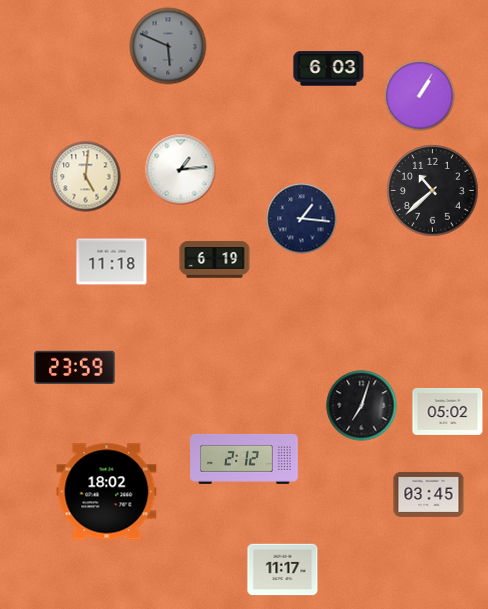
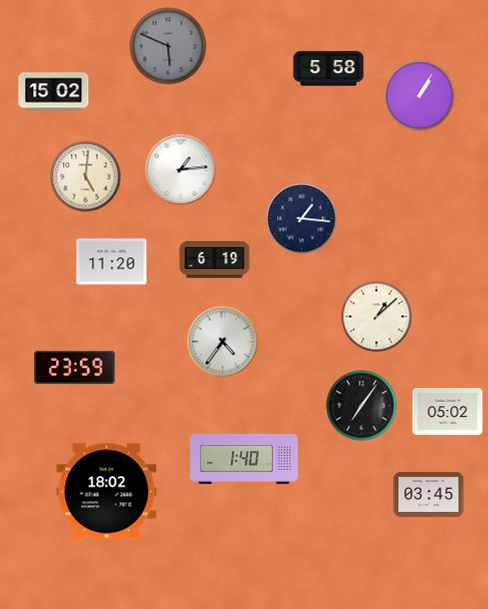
clock at (329, 69): 6:03 -> 5:58
clock at (54, 92): none -> 15:02
clock at (433, 191): 10:38 -> none
clock at (112, 262): 11:18 -> 11:20
clock at (377, 317): none -> 1:08
clock at (223, 342): none -> 4:36
clock at (362, 406): 7:03 -> 7:06
clock at (244, 459): 2:12 -> 1:40
clock at (283, 570): 11:17 -> none
